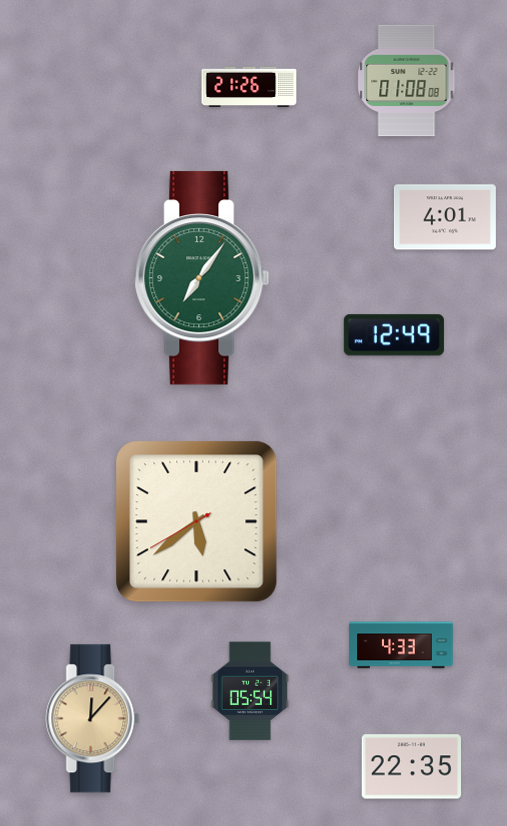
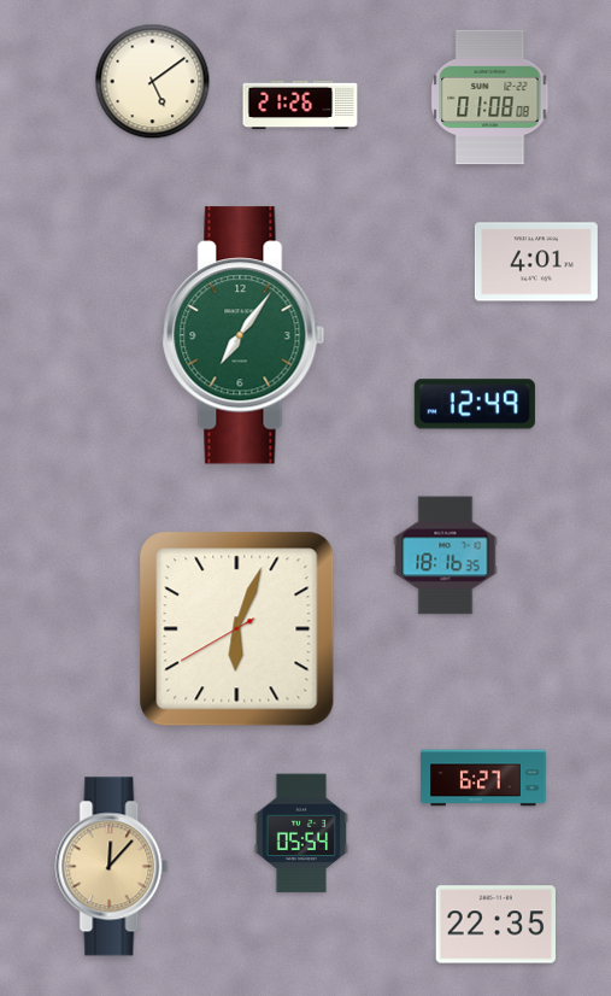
clock at (153, 82): none -> 5:09
clock at (446, 556): none -> 18:16
clock at (197, 522): 5:38 -> 6:03
clock at (401, 645): 4:33 -> 6:27
